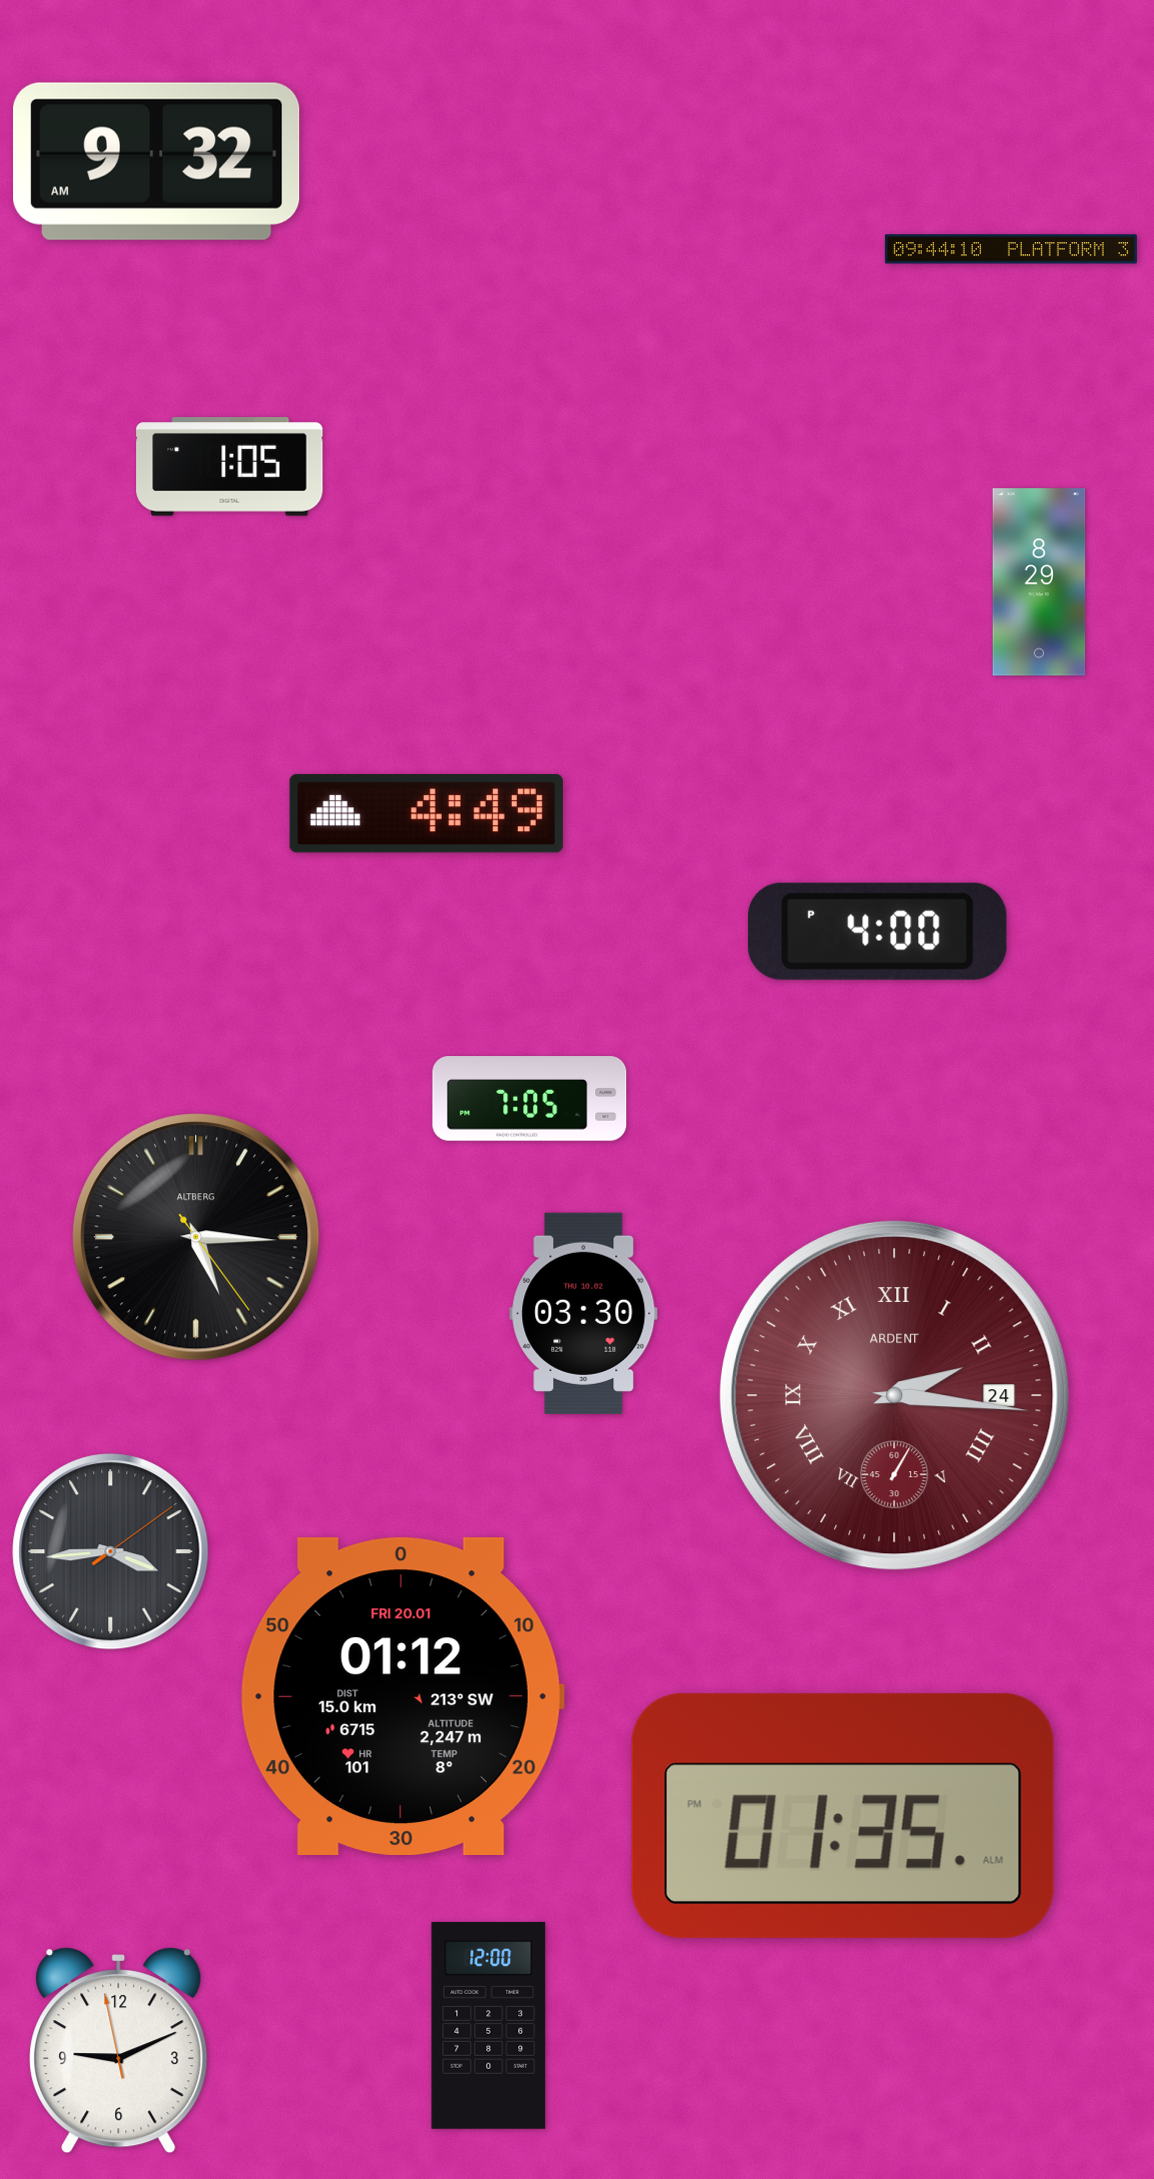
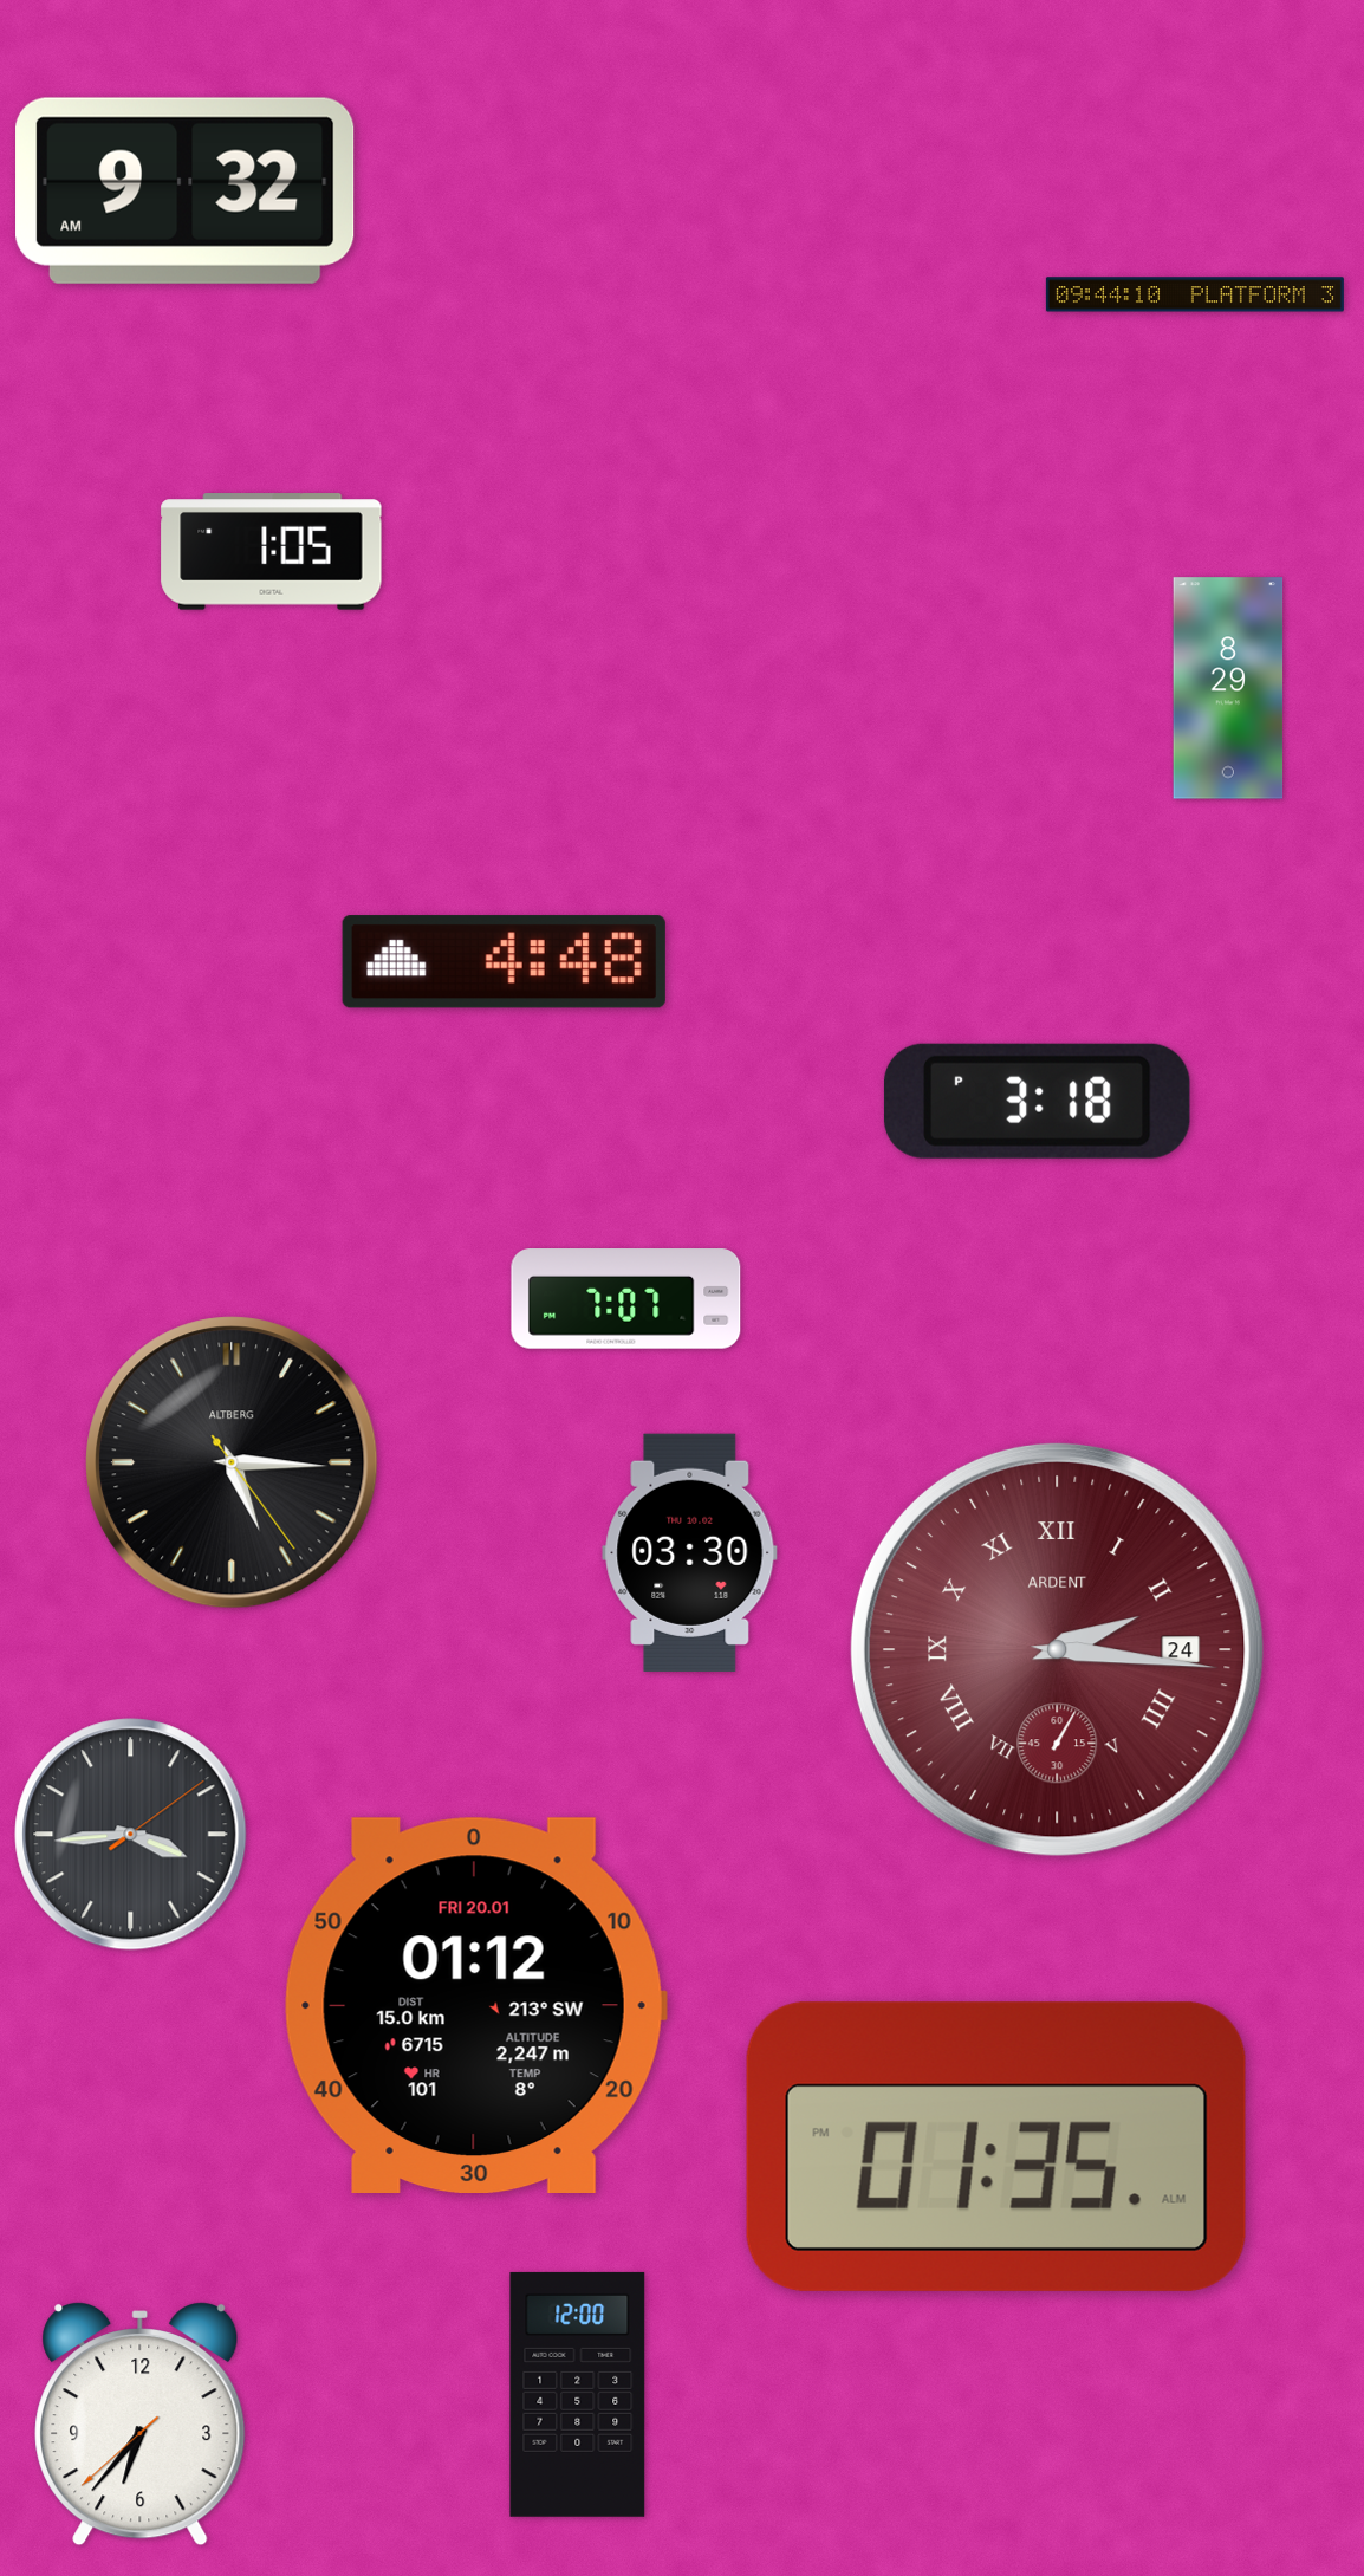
clock at (426, 814): 4:49 -> 4:48
clock at (877, 931): 4:00 -> 3:18
clock at (530, 1099): 7:05 -> 7:07
clock at (119, 2051): 9:10 -> 6:36
